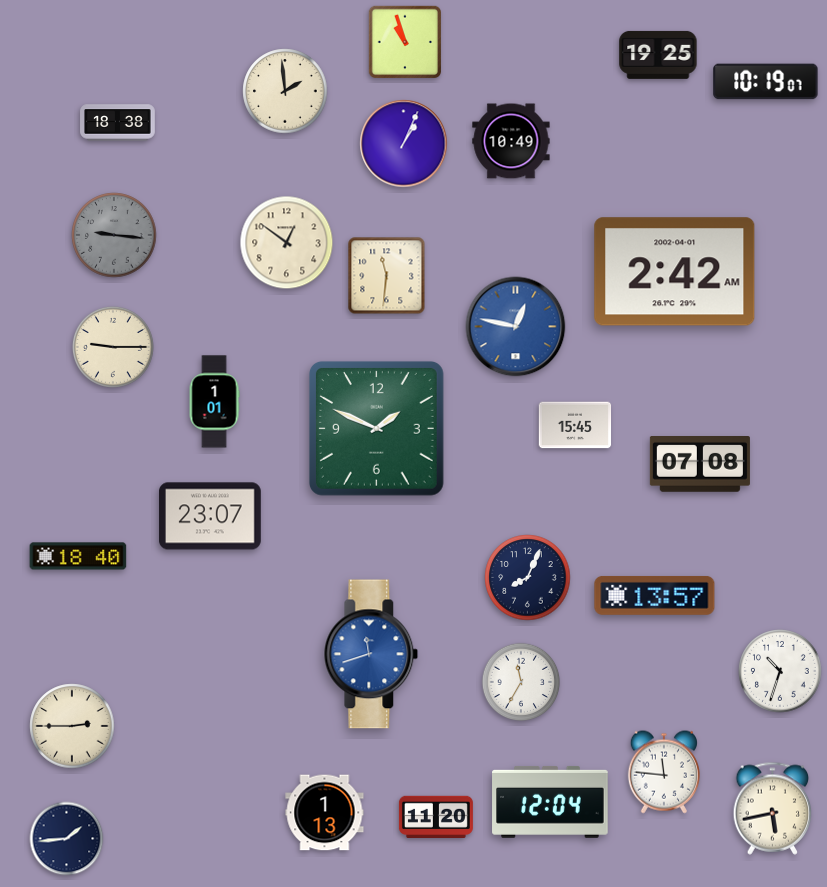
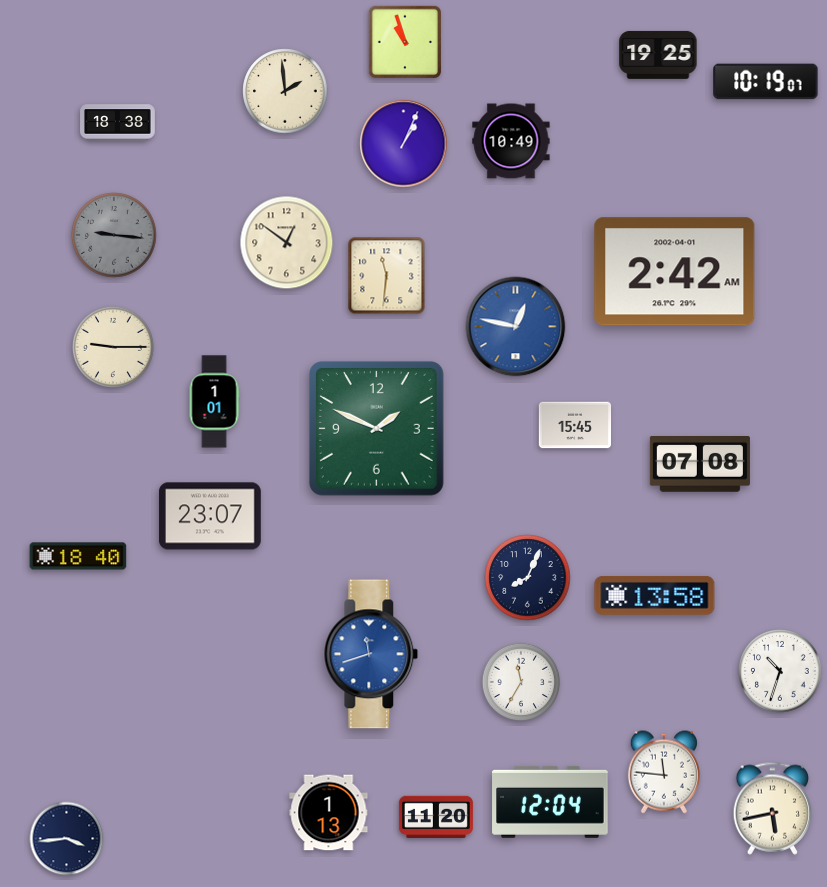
clock at (655, 595): 13:57 -> 13:58
clock at (72, 726): 2:45 -> none
clock at (325, 813) position: (325, 813) -> (329, 813)
clock at (67, 839): 1:44 -> 3:44
